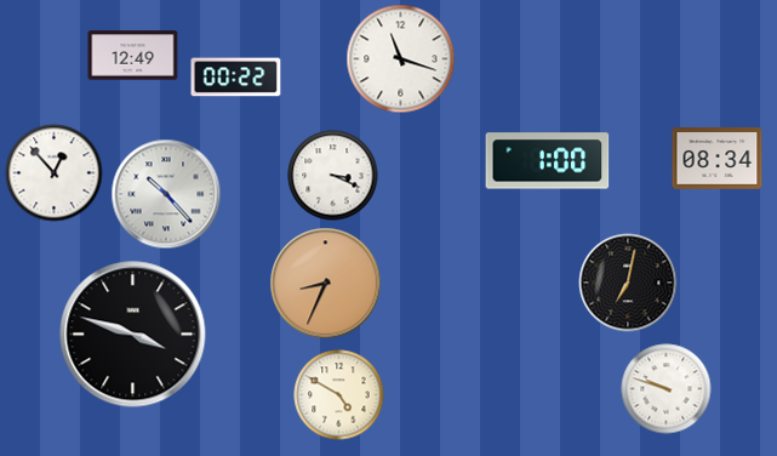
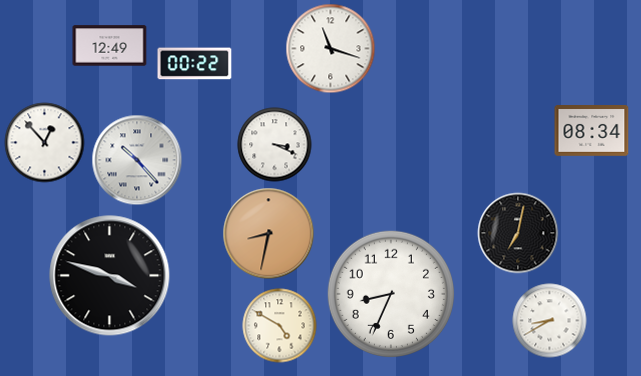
clock at (548, 161): 1:00 -> none
clock at (326, 284): 8:34 -> 8:32
clock at (390, 293): none -> 8:34
clock at (667, 389): 9:48 -> 8:40
